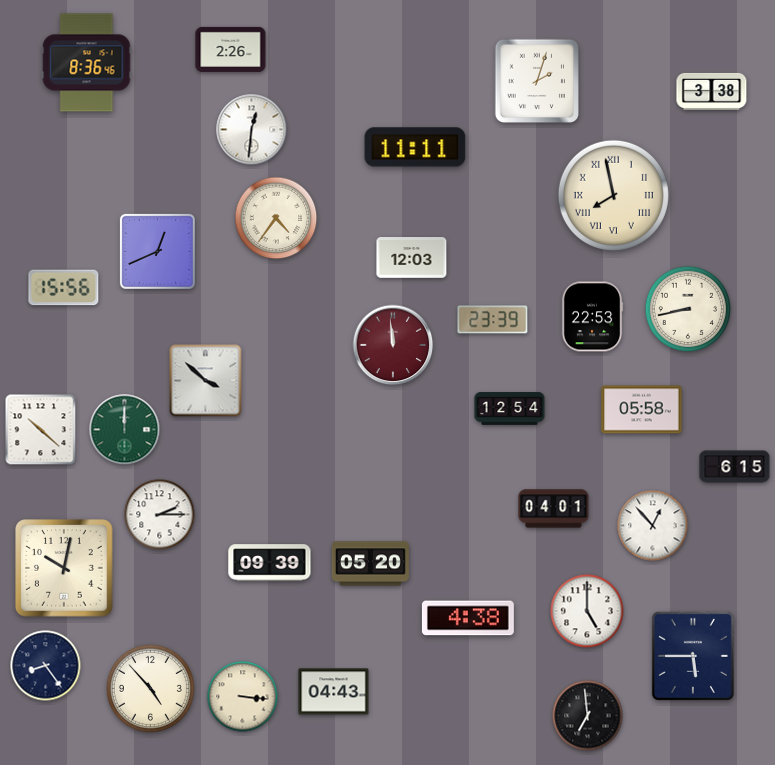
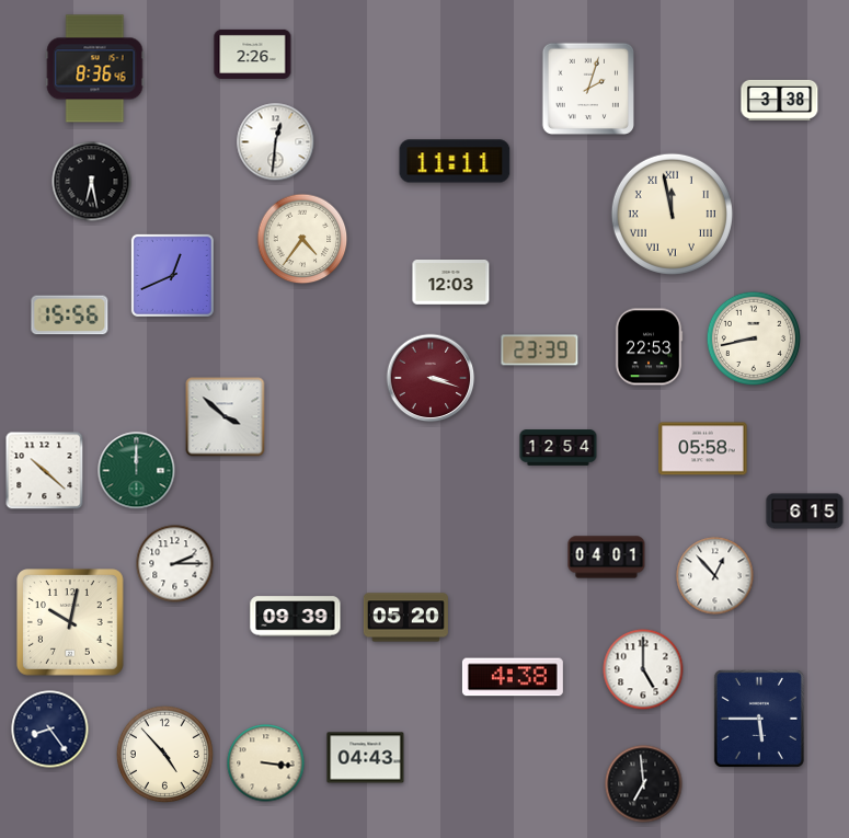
clock at (92, 182): none -> 6:28
clock at (613, 195): 7:58 -> 11:58
clock at (393, 345): 11:59 -> 3:18
